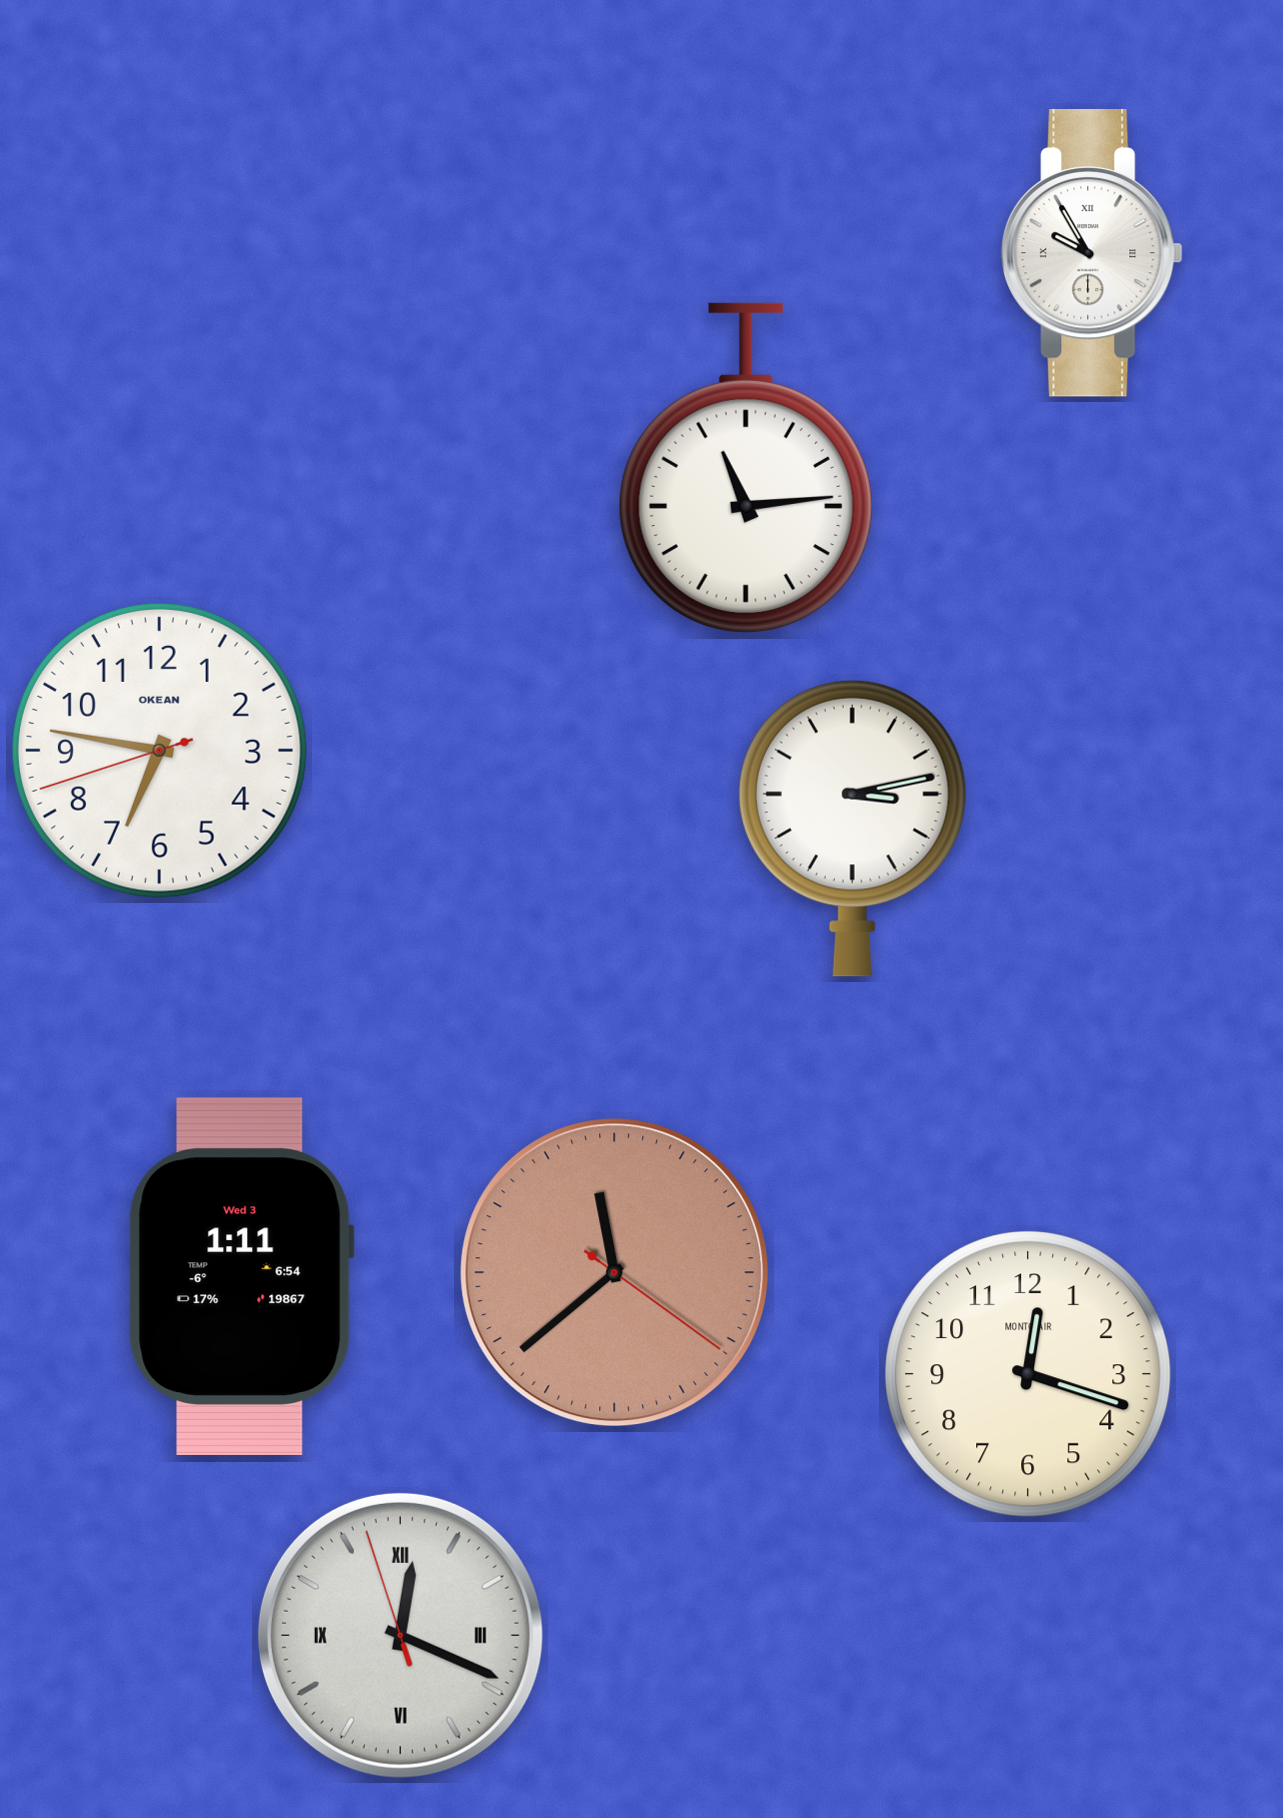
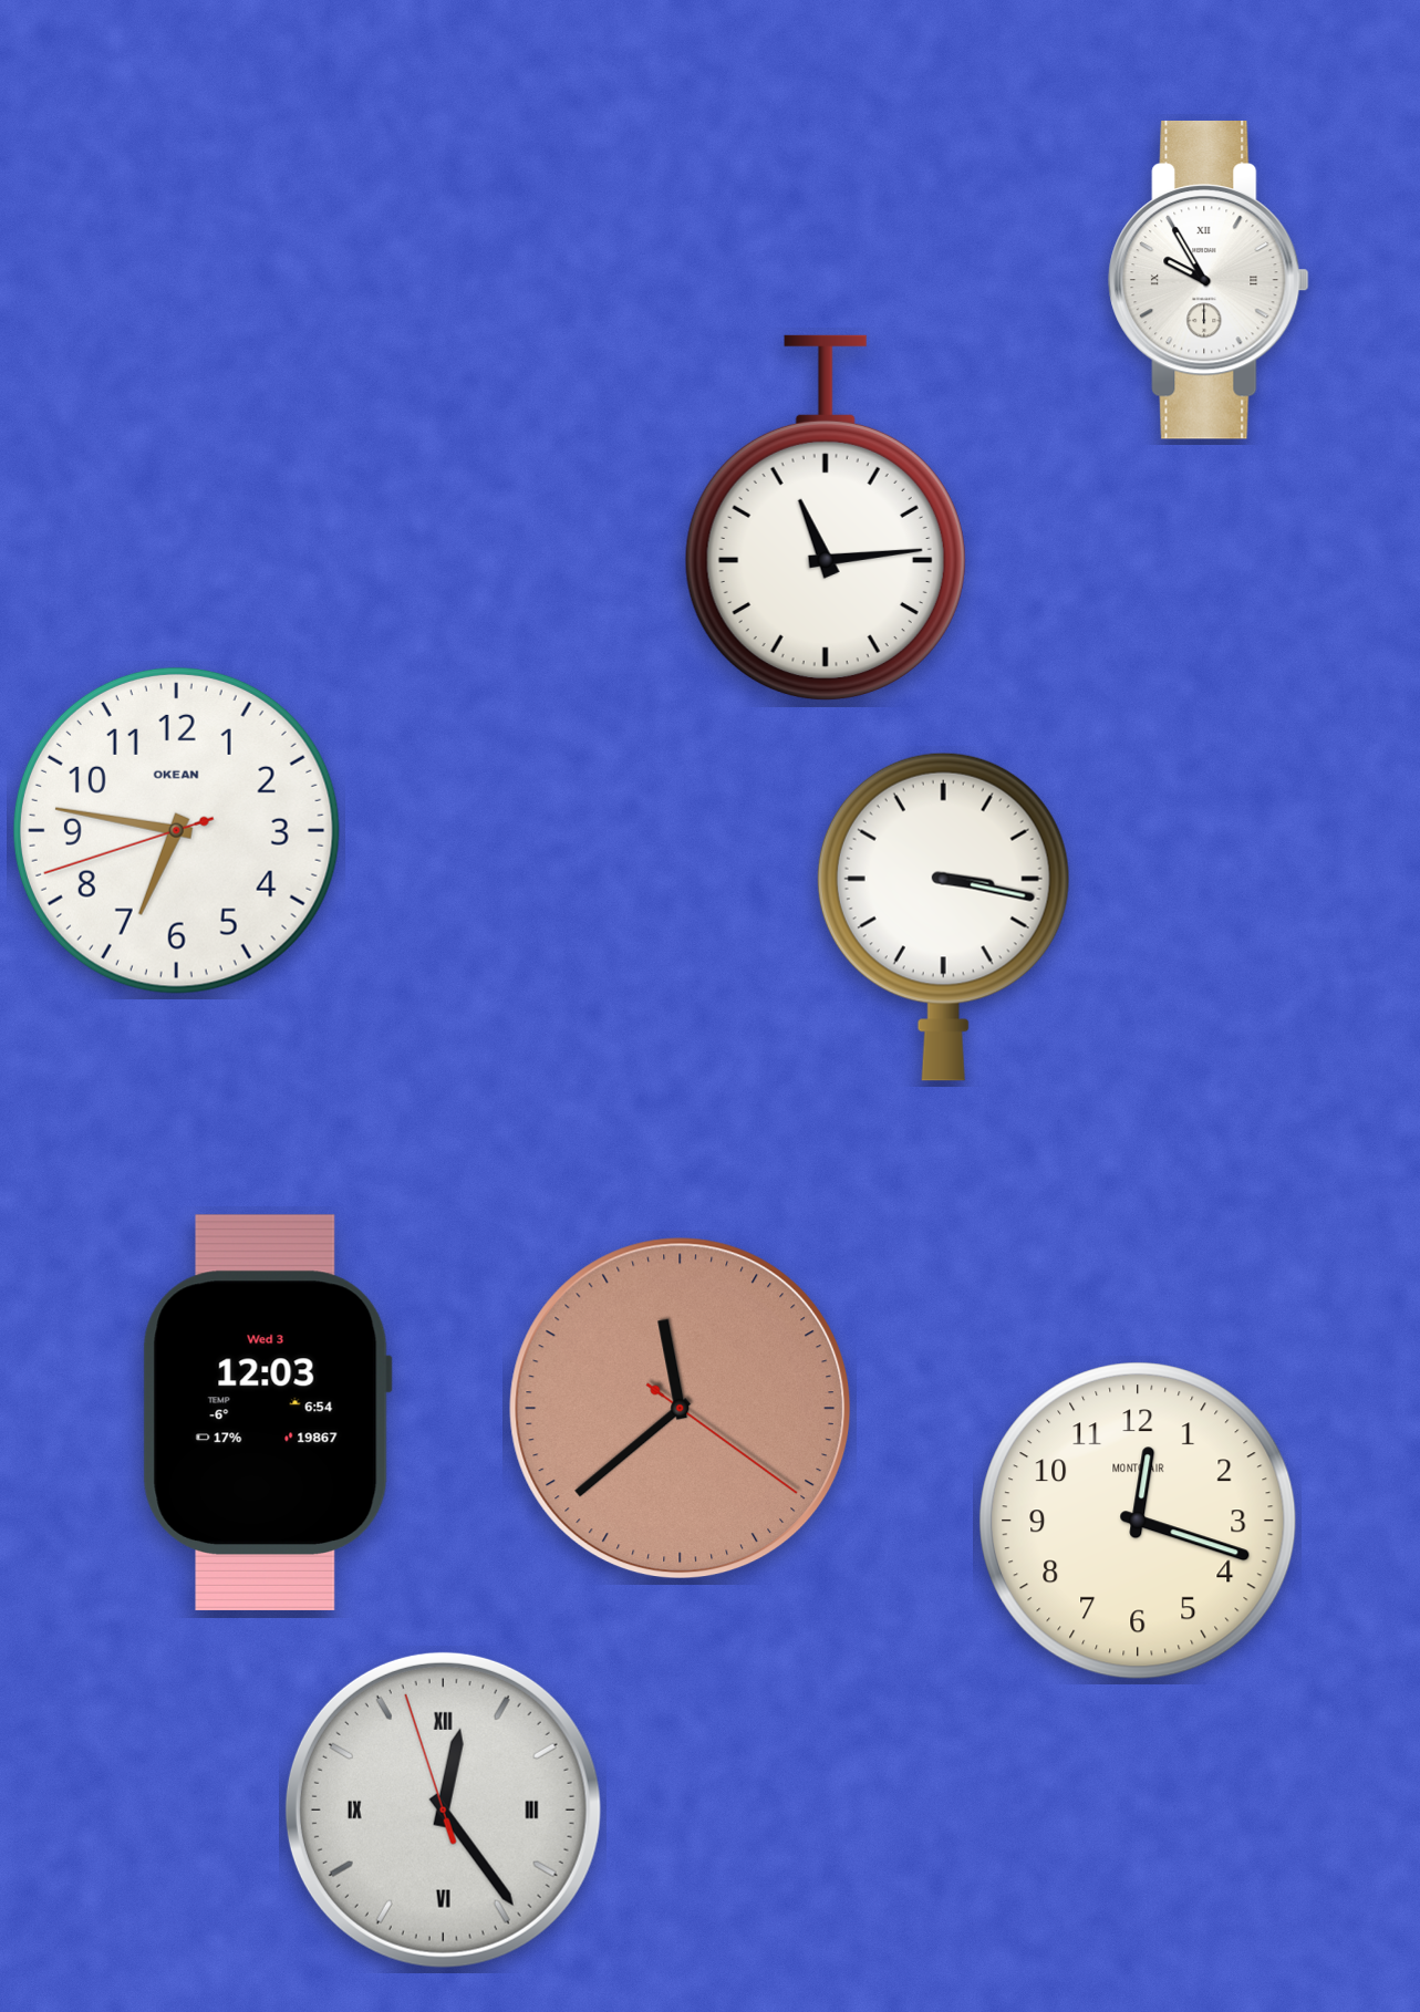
clock at (852, 828): 3:13 -> 3:17
clock at (241, 1276): 1:11 -> 12:03
clock at (400, 1635): 12:18 -> 12:23
